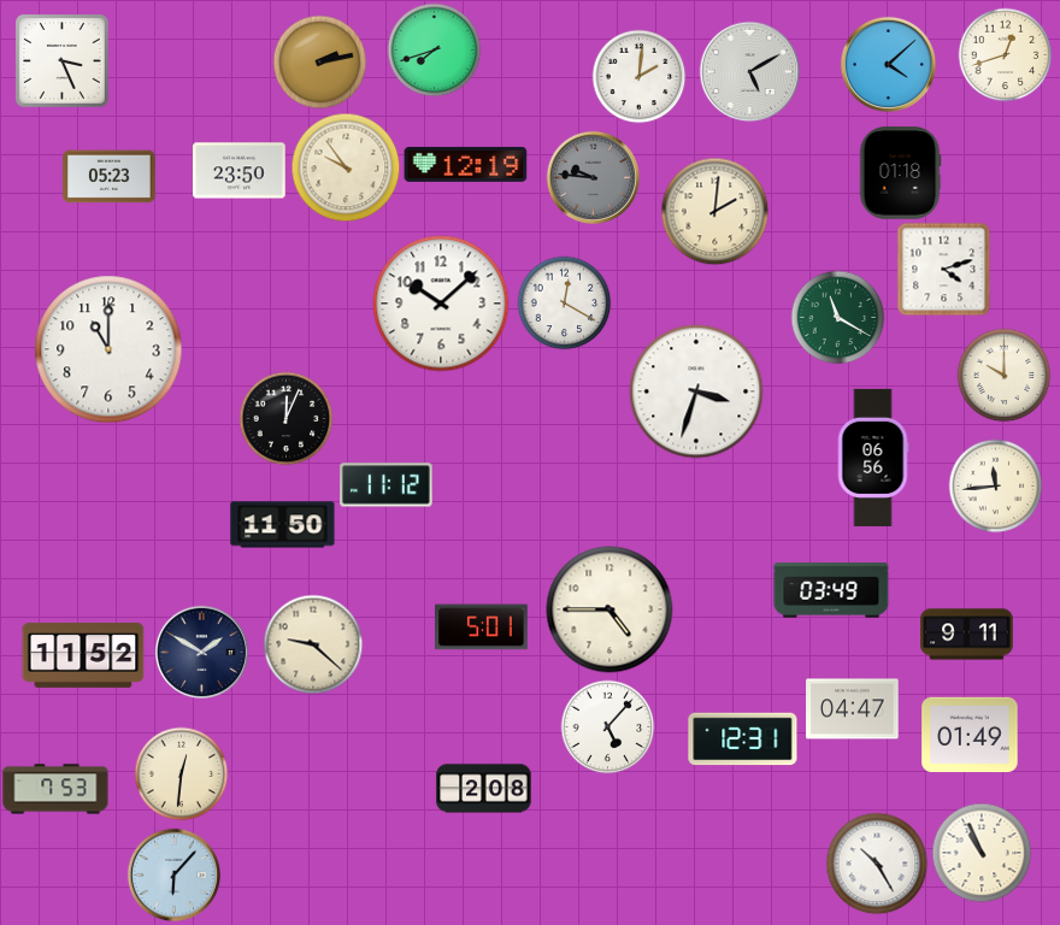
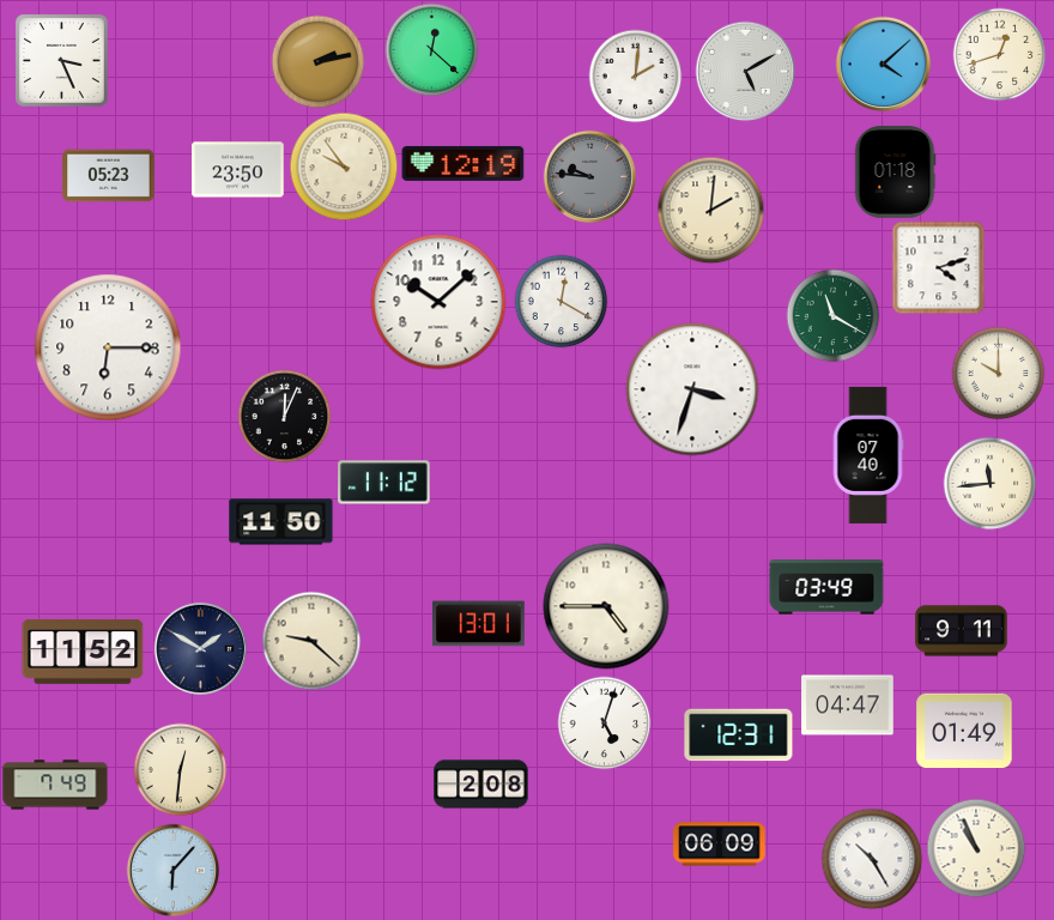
clock at (434, 49): 7:42 -> 12:22
clock at (108, 349): 11:00 -> 6:15
clock at (873, 458): 06:56 -> 07:40
clock at (482, 628): 5:01 -> 13:01
clock at (607, 726): 5:07 -> 5:03
clock at (55, 789): 7:53 -> 7:49
clock at (720, 845): none -> 06:09
